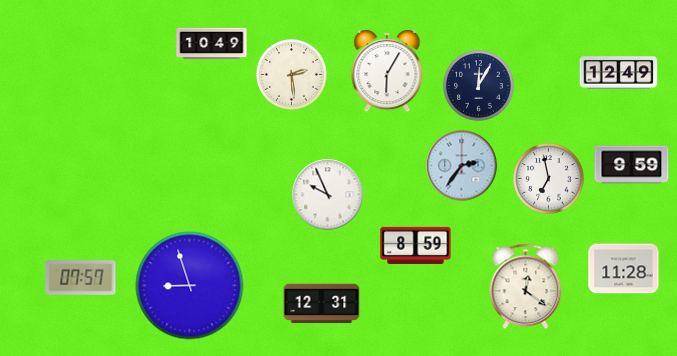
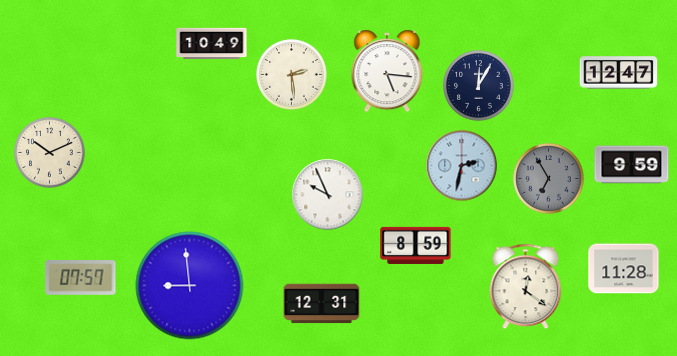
clock at (387, 71): 6:05 -> 5:16
clock at (619, 73): 12:49 -> 12:47
clock at (50, 153): none -> 10:11
clock at (462, 166): 2:36 -> 2:32
clock at (549, 179): 6:58 -> 6:55
clock at (549, 179) dial: white -> grey
clock at (190, 286): 8:57 -> 8:59
